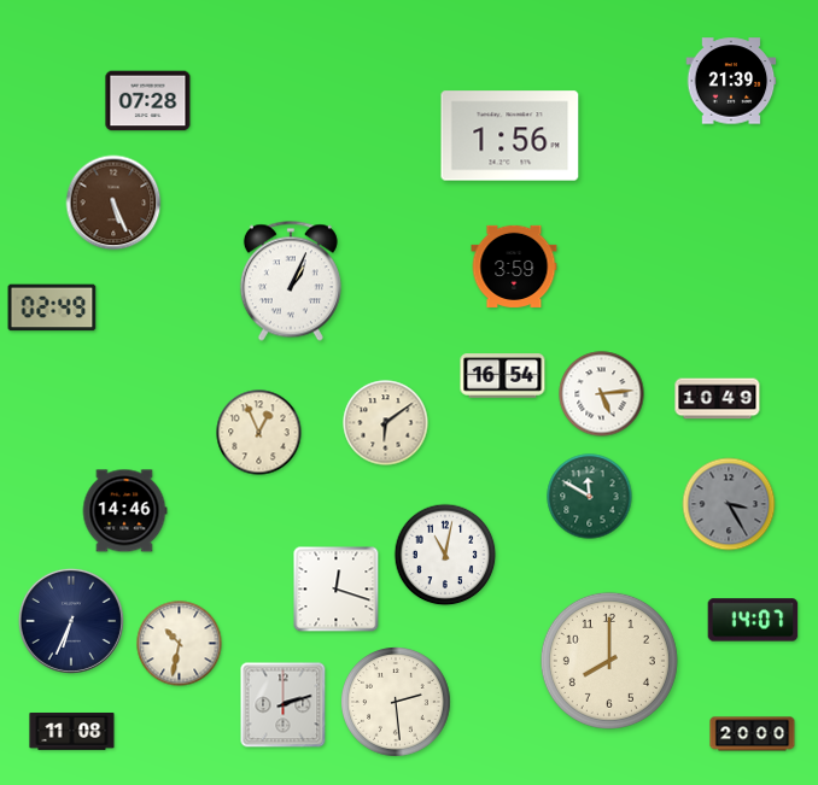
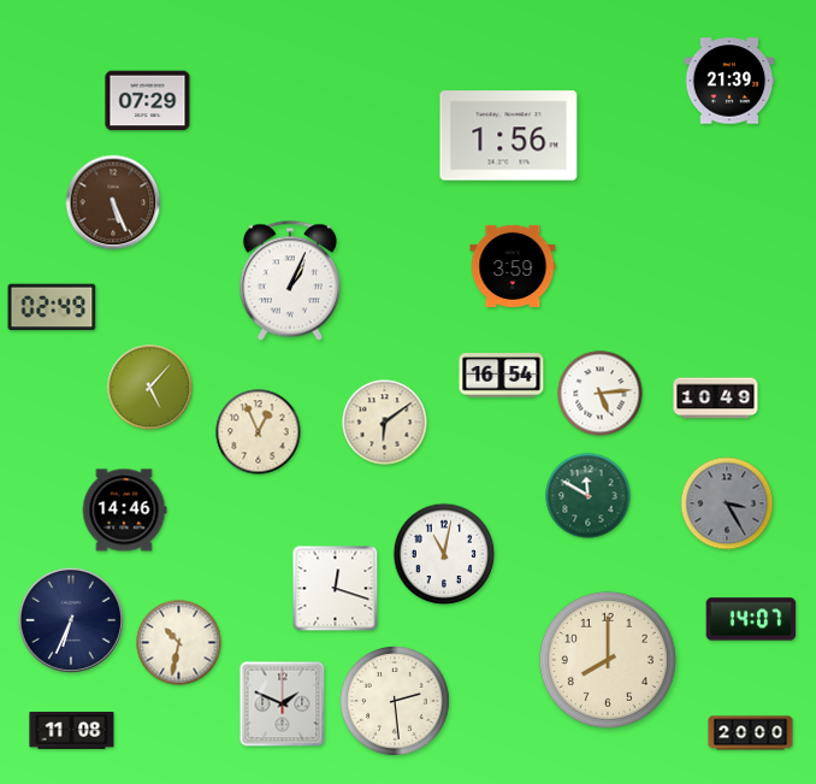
clock at (148, 101): 07:28 -> 07:29
clock at (150, 388): none -> 5:07
clock at (284, 705): 2:12 -> 1:49
